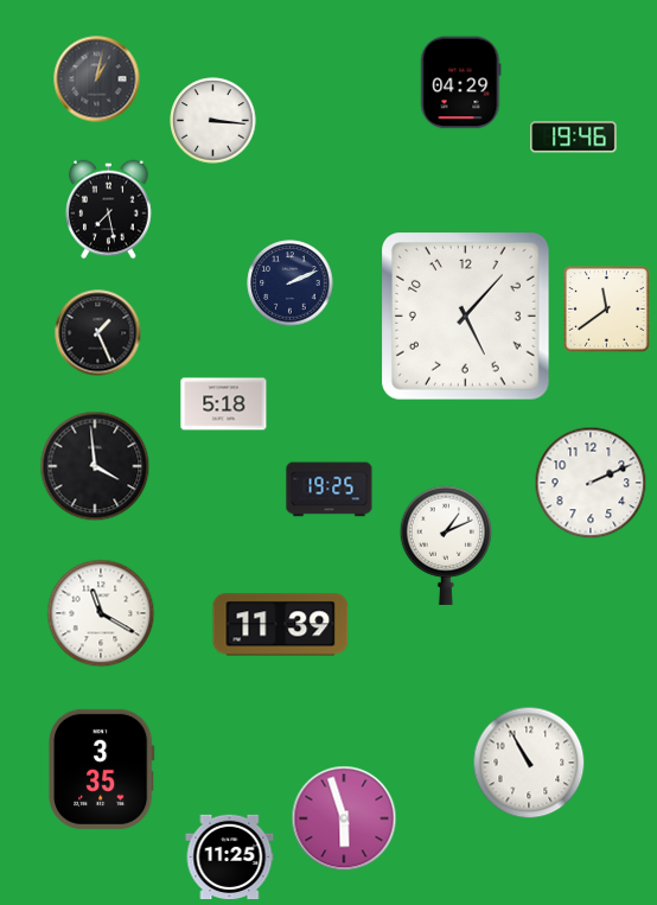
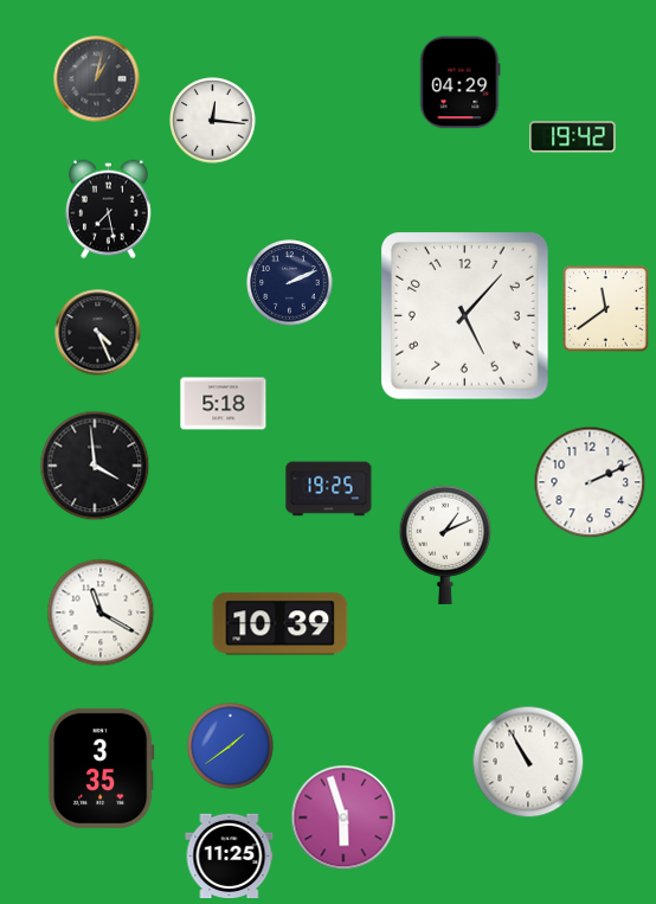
clock at (213, 121): 3:16 -> 12:16
clock at (574, 138): 19:46 -> 19:42
clock at (98, 333): 1:26 -> 4:26
clock at (281, 625): 11:39 -> 10:39
clock at (231, 746): none -> 1:39
